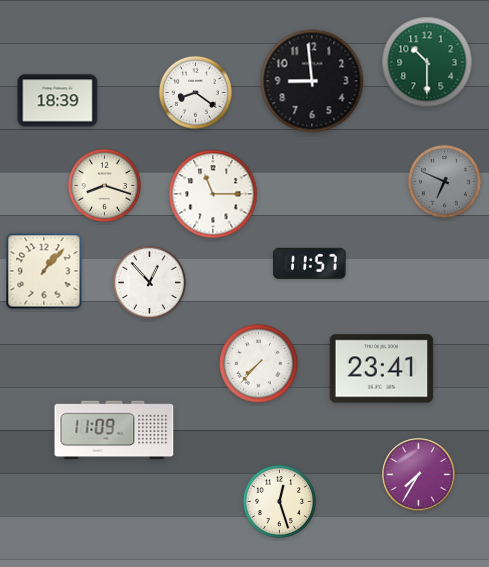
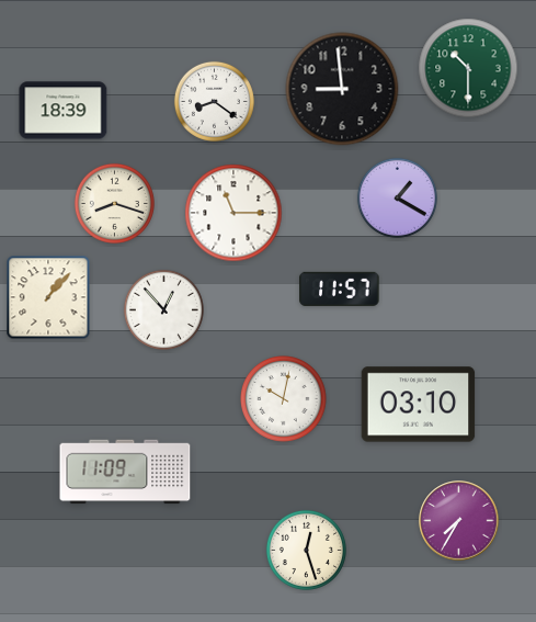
clock at (397, 197): none -> 1:20
clock at (444, 181): 6:49 -> none
clock at (259, 364): 7:37 -> 10:02
clock at (382, 369): 23:41 -> 03:10
